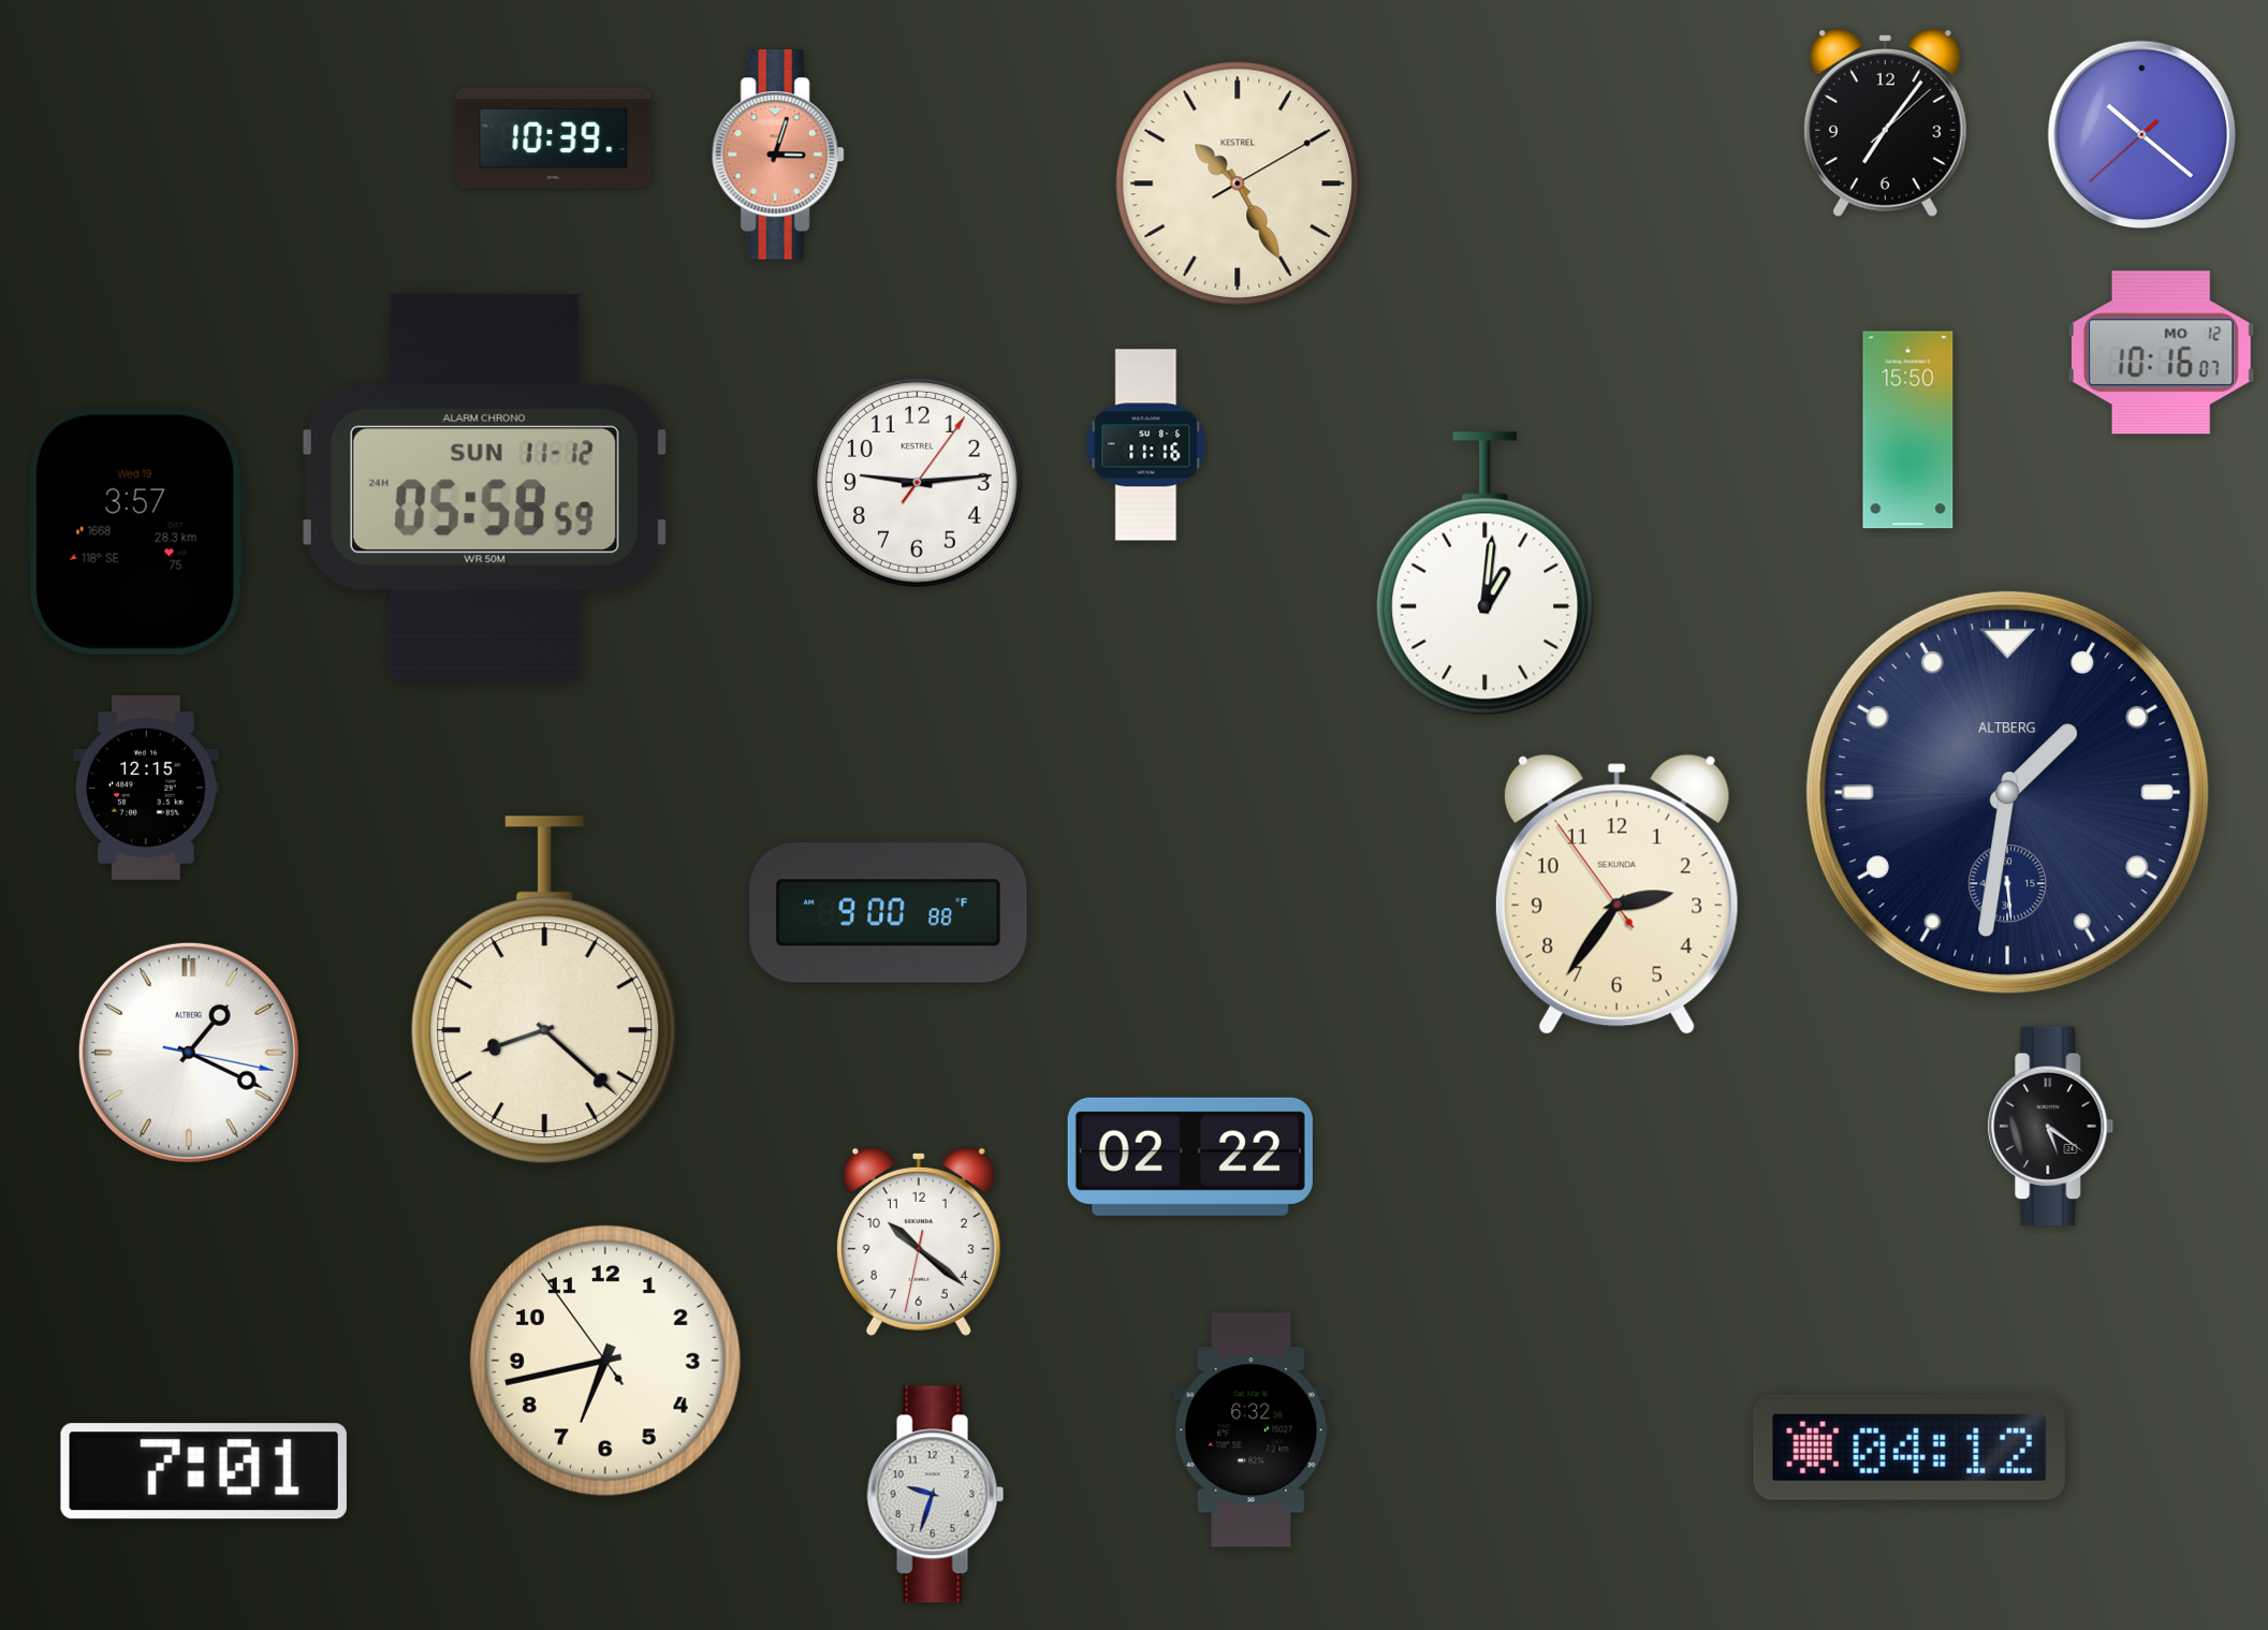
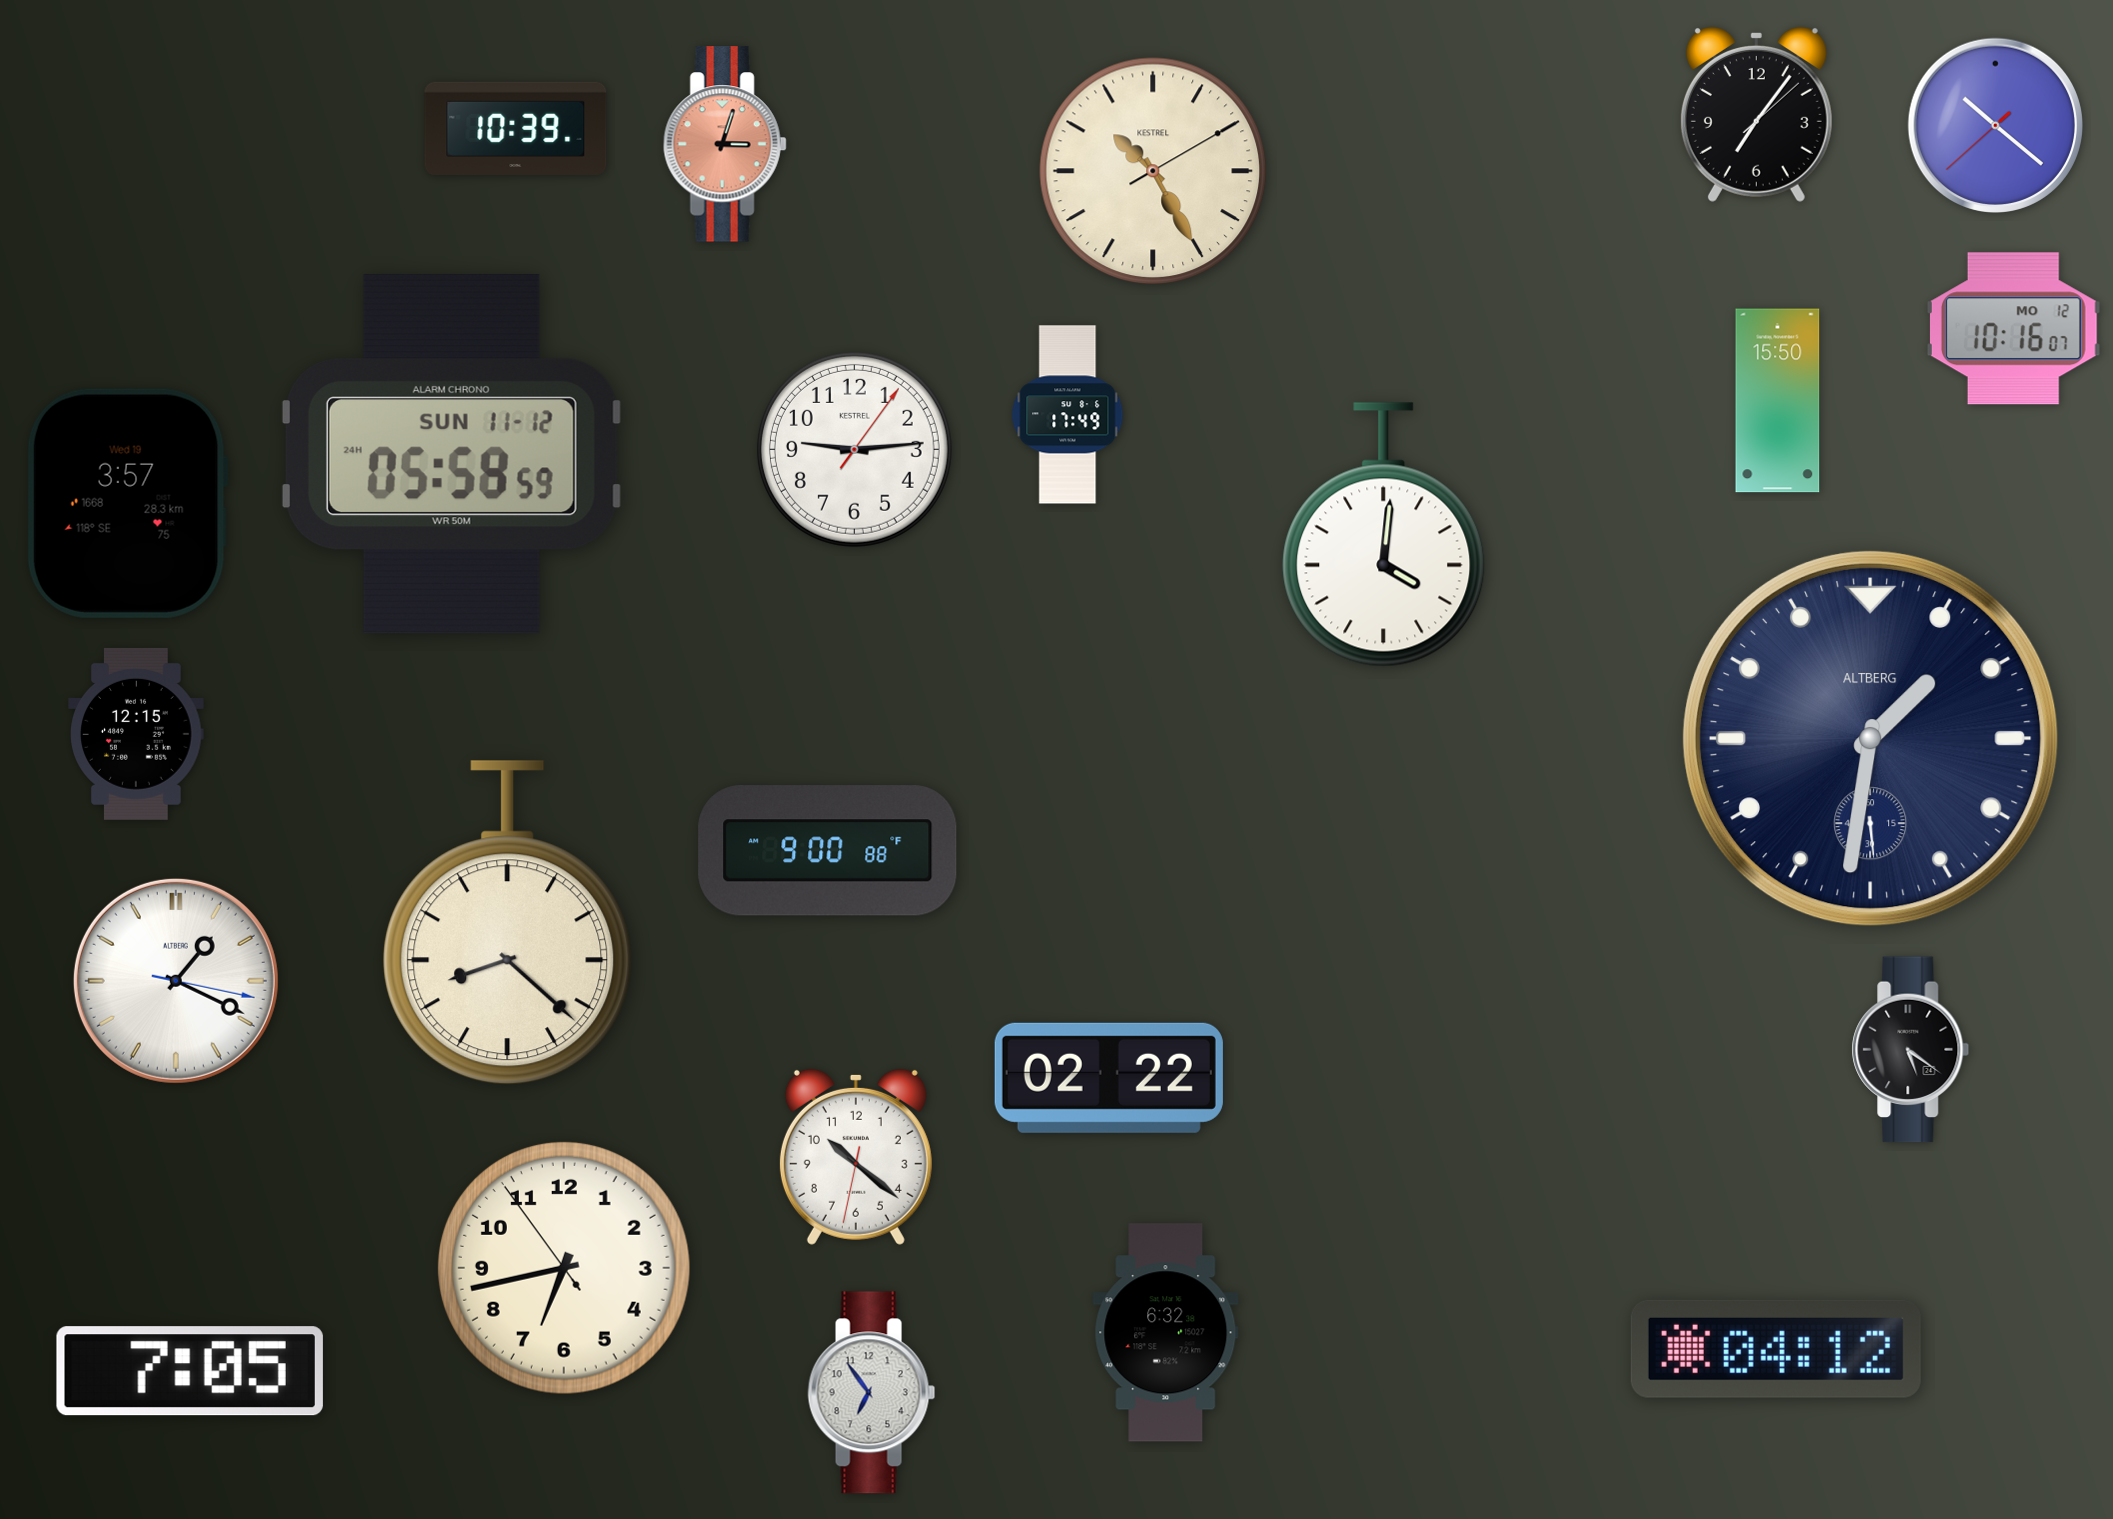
clock at (1146, 445): 11:16 -> 17:49
clock at (136, 531) position: (136, 531) -> (127, 503)
clock at (1486, 574): 1:01 -> 4:01
clock at (1616, 895): 2:35 -> none
clock at (1909, 1448) position: (1909, 1448) -> (1776, 1349)
clock at (204, 1471): 7:01 -> 7:05
clock at (936, 1495): 9:33 -> 6:54
